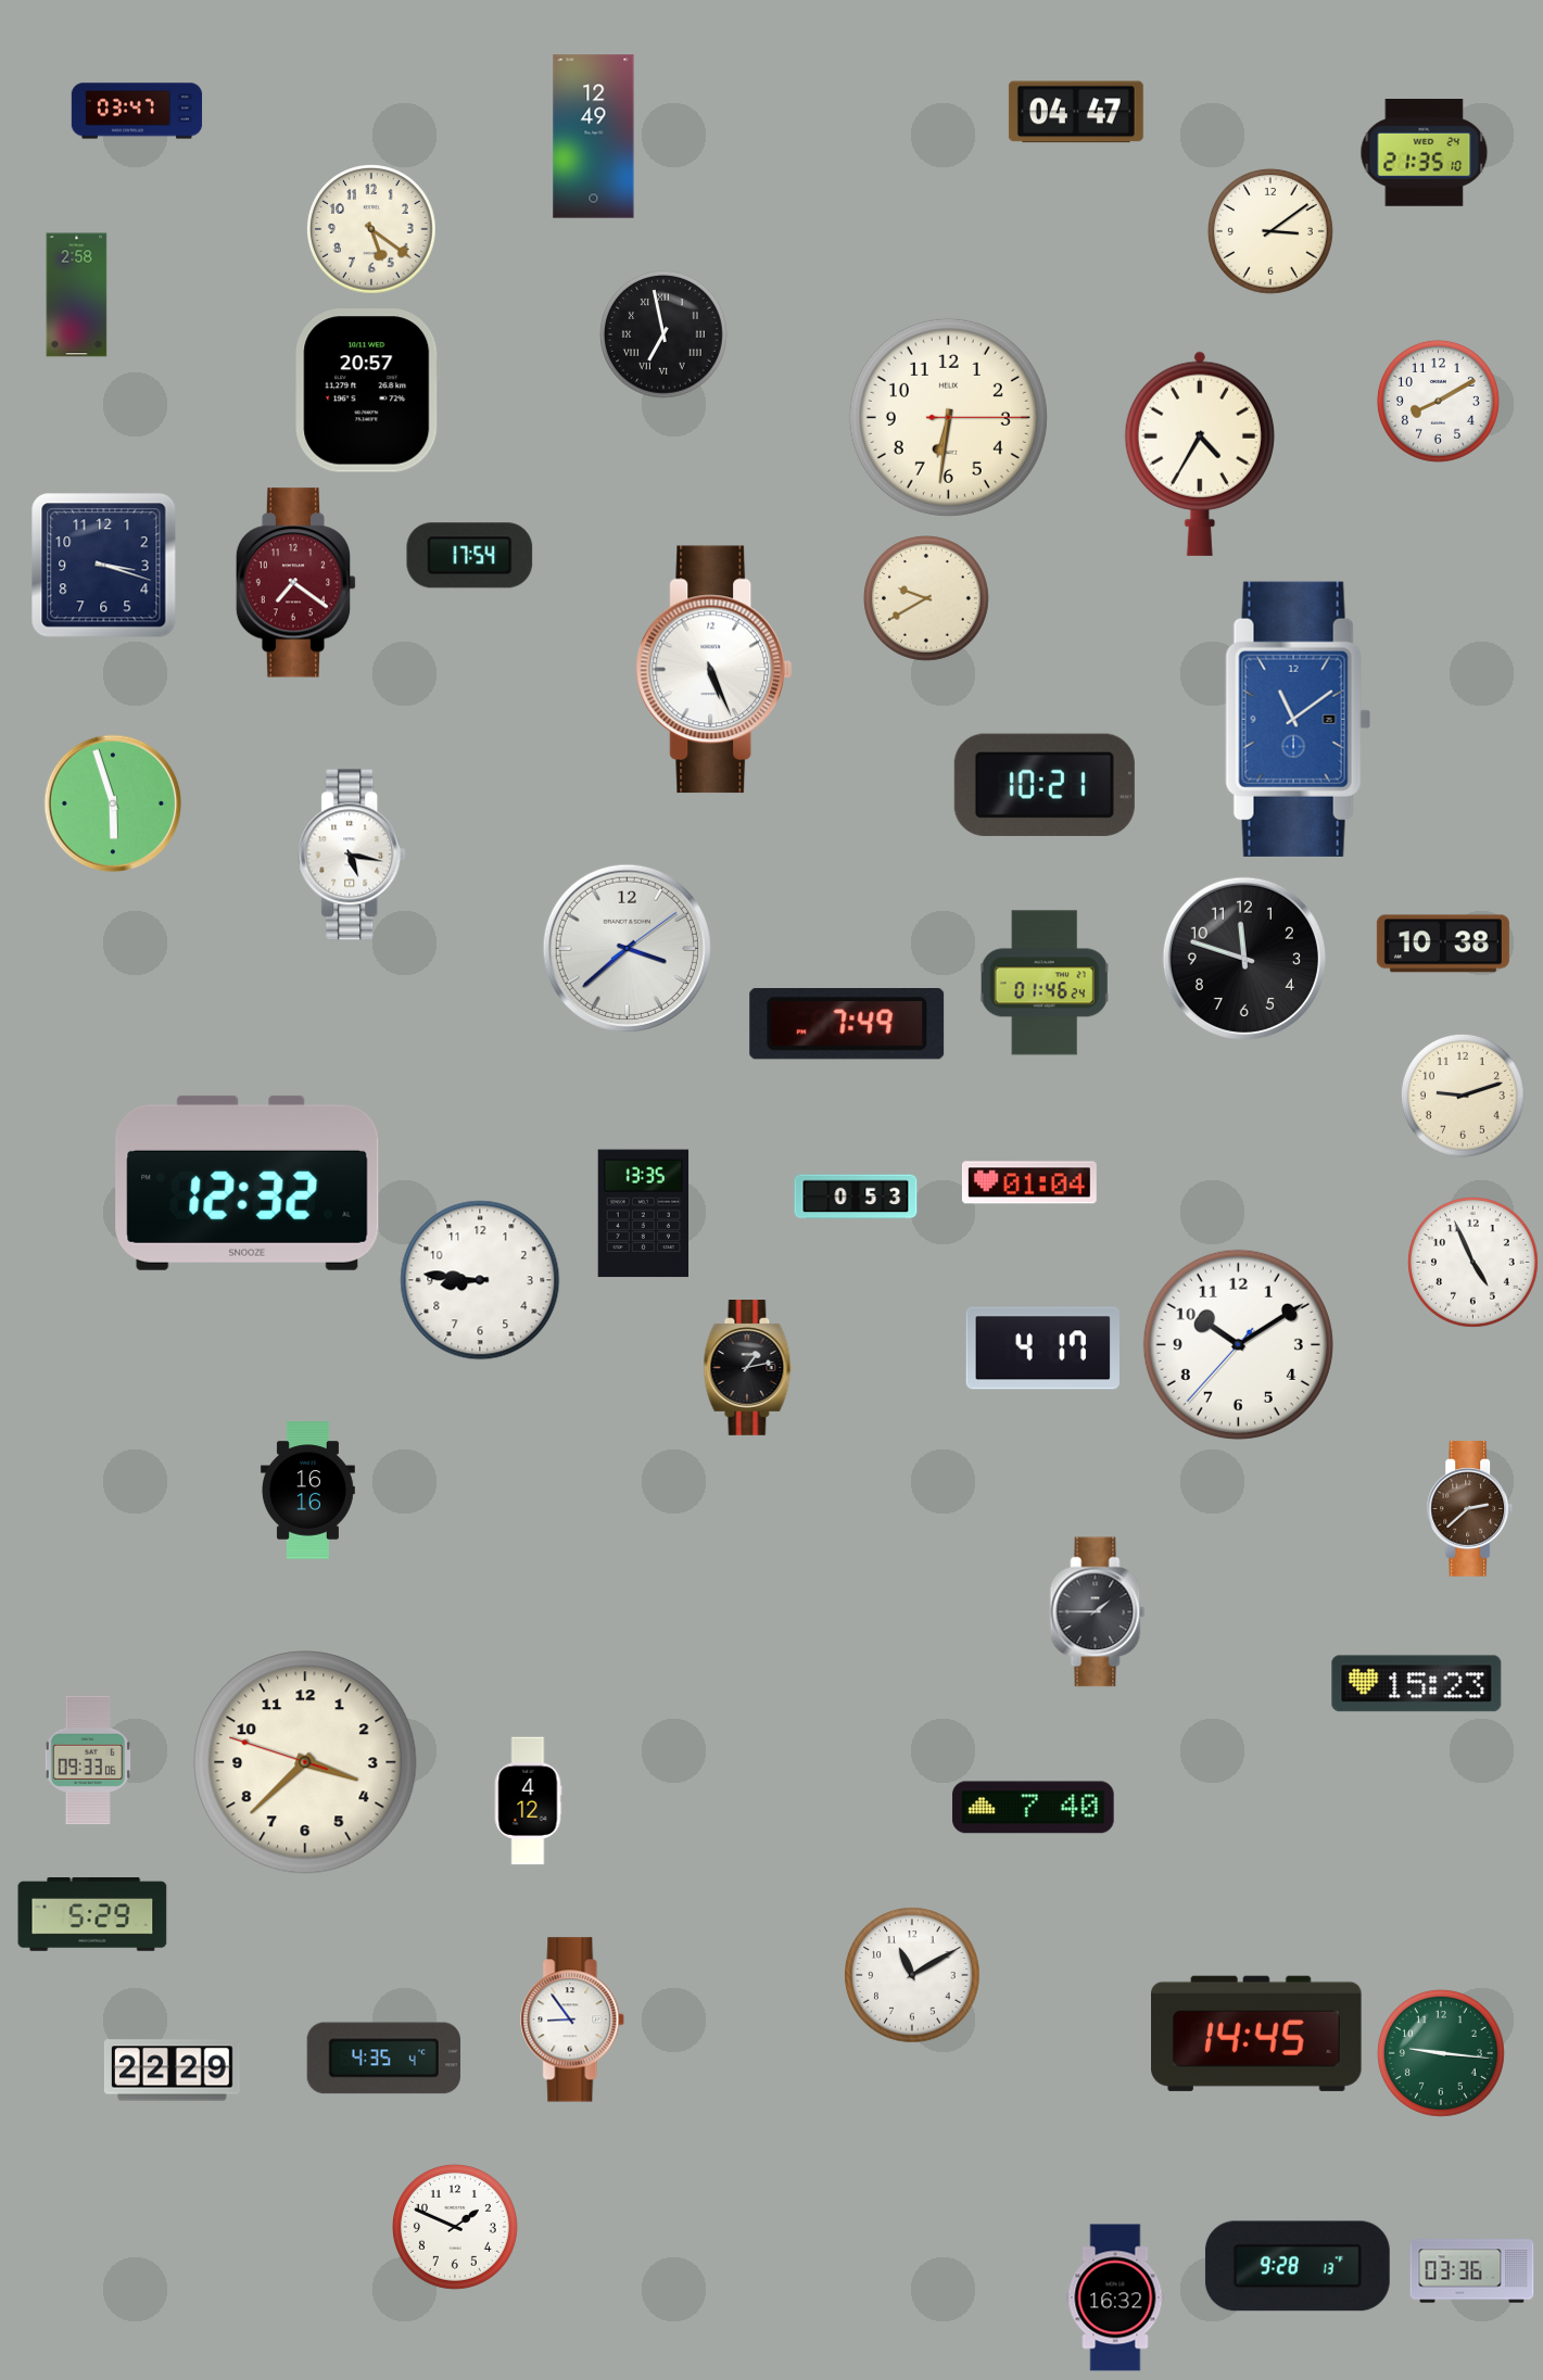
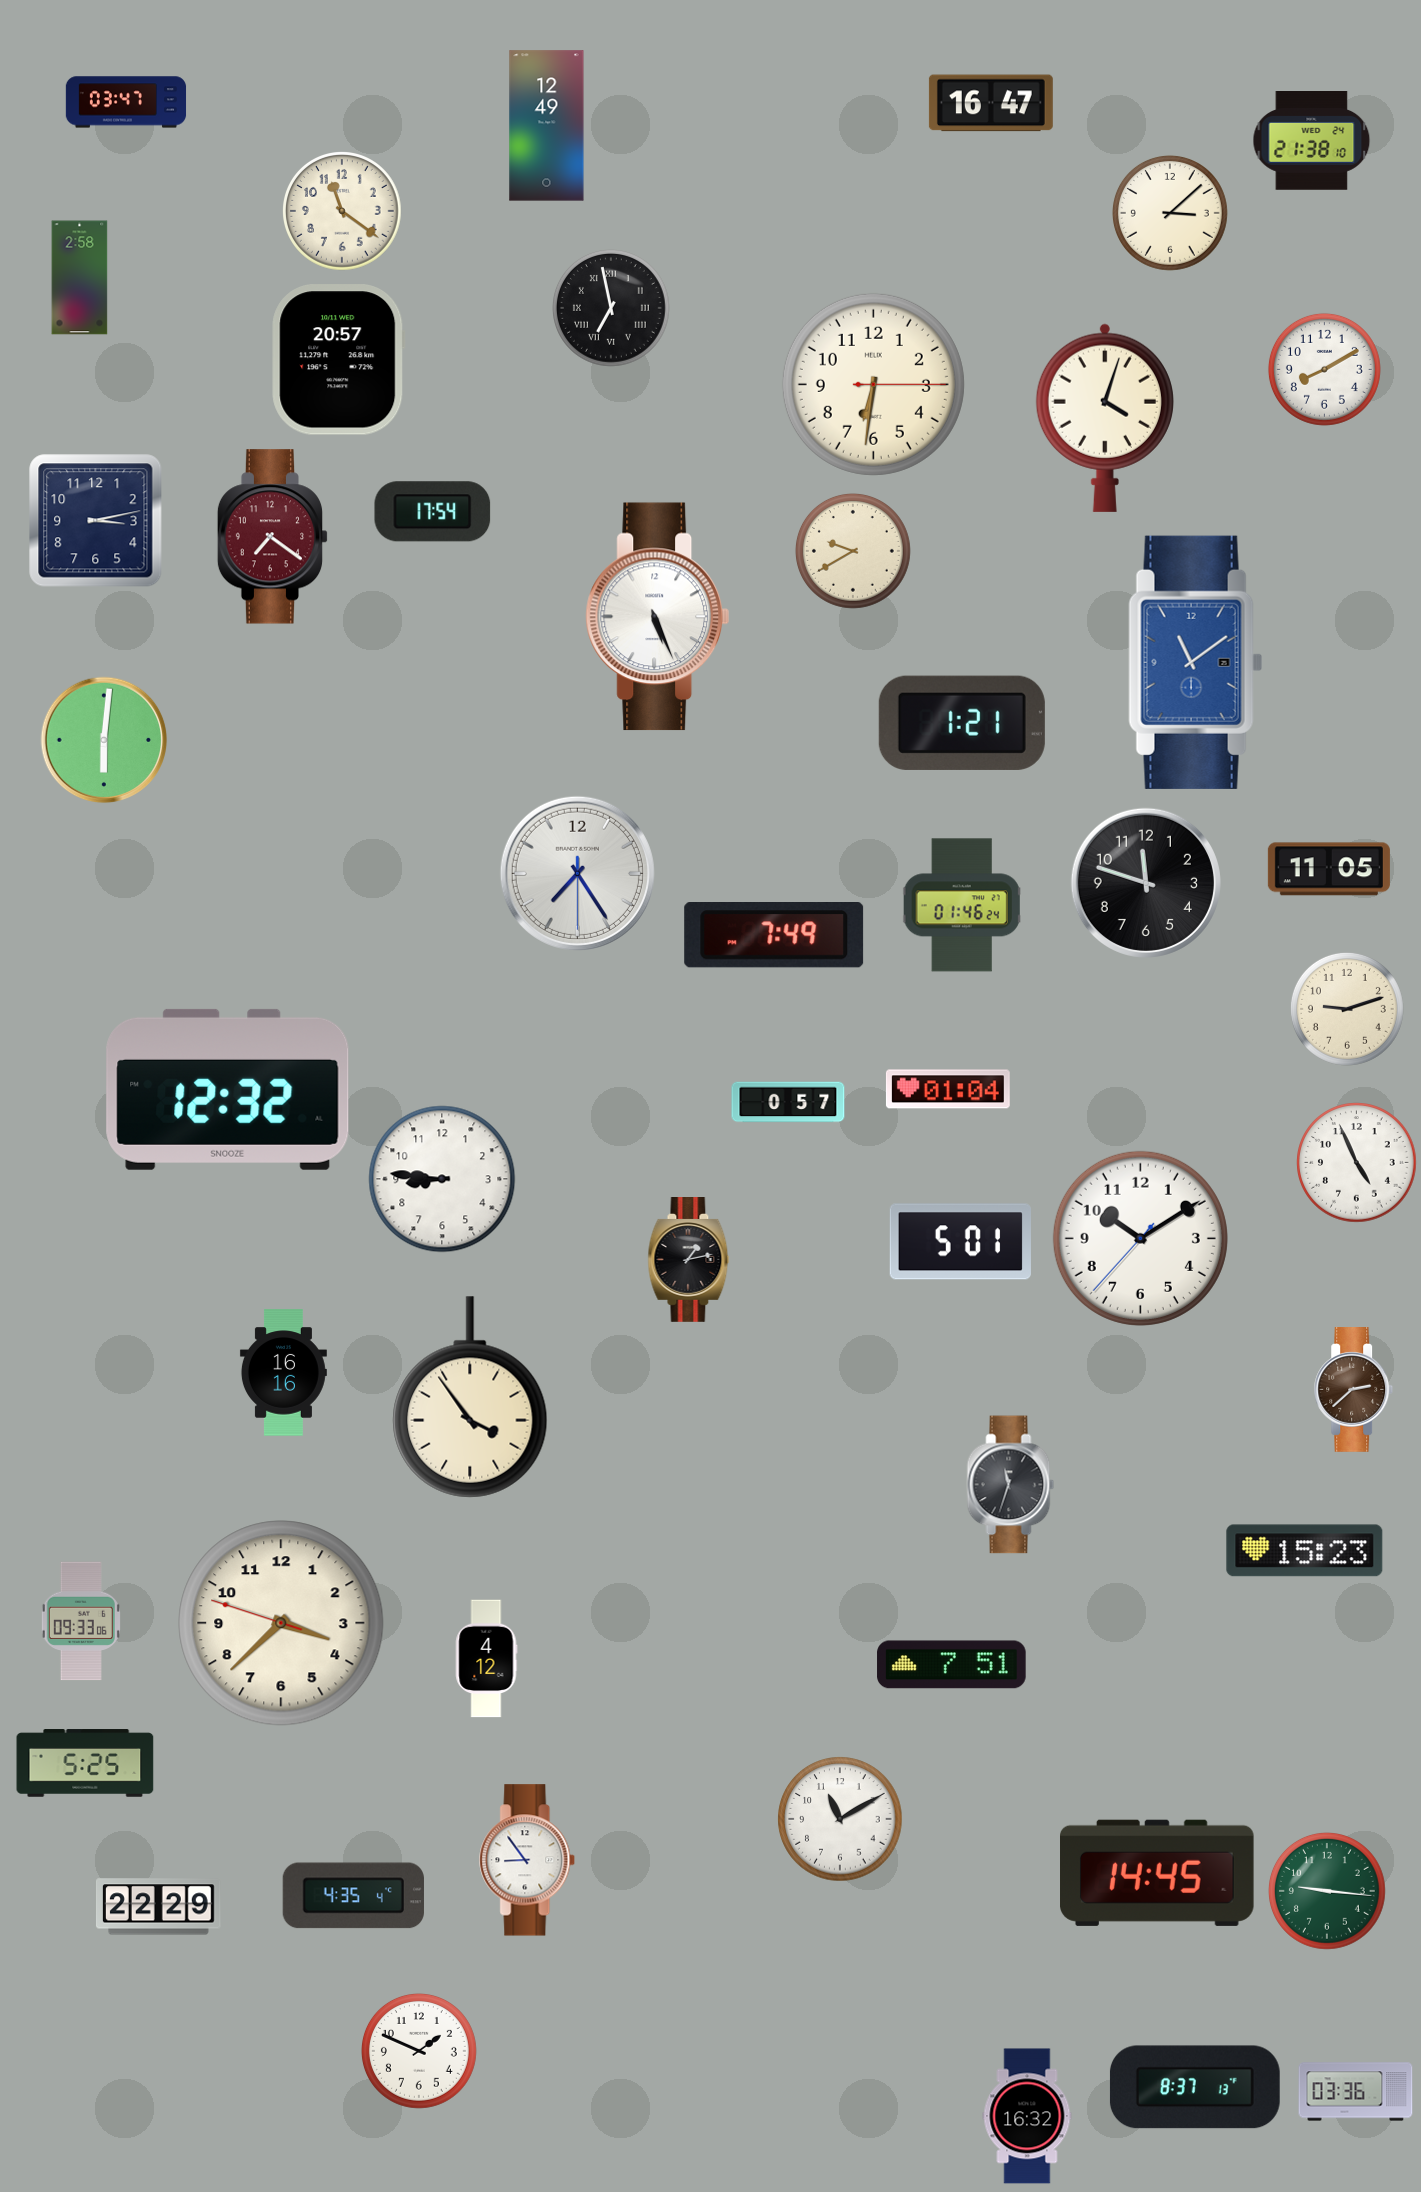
clock at (1076, 112): 04:47 -> 16:47
clock at (1425, 153): 21:35 -> 21:38
clock at (372, 230): 5:21 -> 11:21
clock at (1270, 231): 3:09 -> 3:08
clock at (77, 295) position: (77, 295) -> (80, 278)
clock at (1200, 454): 4:35 -> 4:03
clock at (104, 566): 3:18 -> 3:13
clock at (1045, 785): 10:21 -> 1:21
clock at (113, 803): 5:57 -> 6:01
clock at (353, 854): 5:17 -> none
clock at (1443, 944): 10:38 -> 11:05
clock at (627, 948): 3:38 -> 7:24
clock at (847, 1025) position: (847, 1025) -> (774, 936)
clock at (856, 1197): 0:53 -> 0:57
clock at (643, 1214): 13:35 -> none
clock at (1042, 1349): 4:17 -> 5:01
clock at (470, 1397): none -> 3:54
clock at (1098, 1612): 1:45 -> 11:33
clock at (1034, 1808): 7:40 -> 7:51
clock at (92, 1914): 5:29 -> 5:25
clock at (1298, 2266): 9:28 -> 8:37
